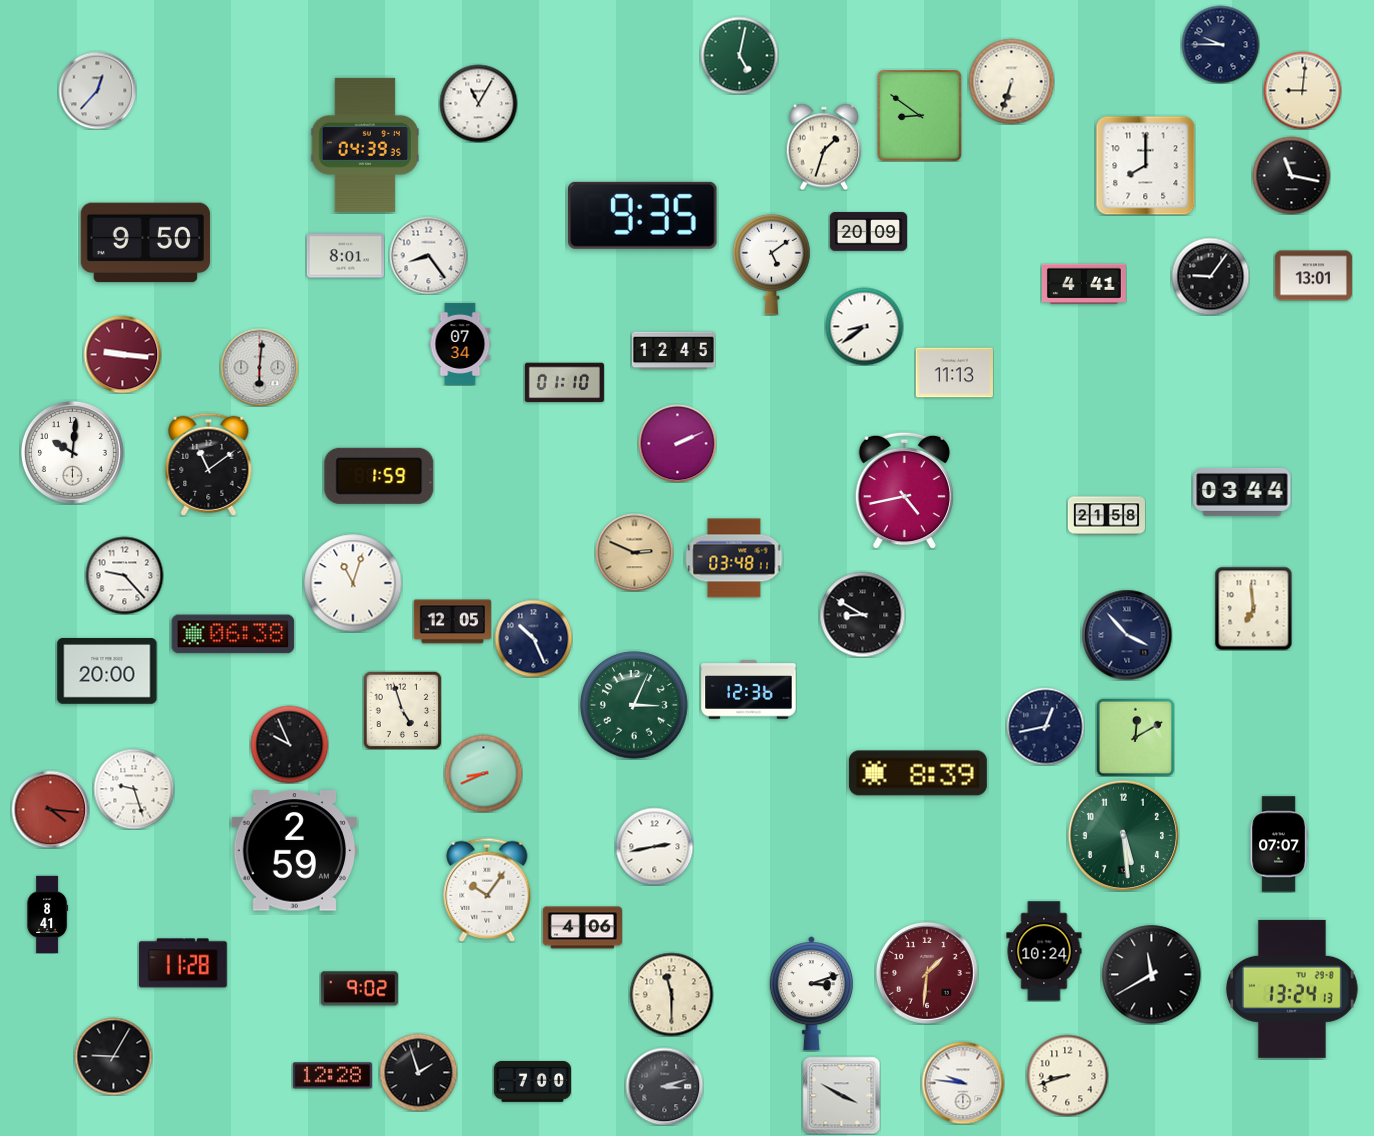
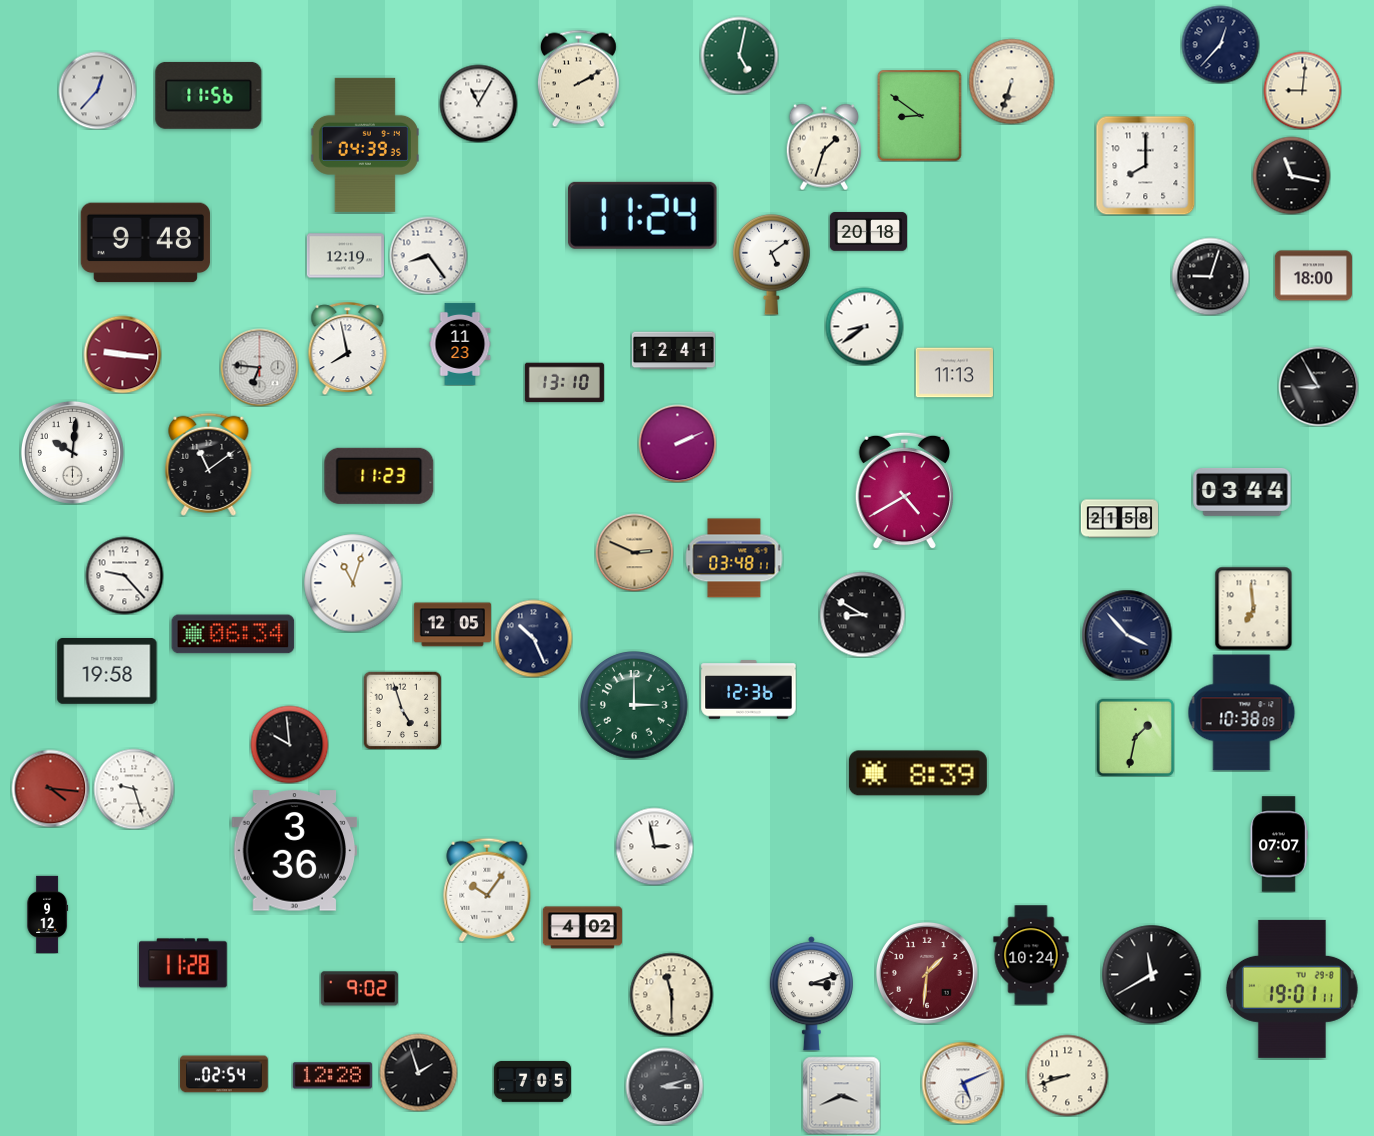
clock at (1220, 44): 9:45 -> 12:37
clock at (578, 78): none -> 2:10
clock at (209, 95): none -> 11:56
clock at (643, 215): 9:35 -> 11:24
clock at (868, 232): 20:09 -> 20:18
clock at (145, 243): 9:50 -> 9:48
clock at (345, 256): 8:01 -> 12:19
clock at (1210, 276): 9:06 -> 9:03
clock at (1313, 276): 13:01 -> 18:00
clock at (1084, 283): 4:41 -> none
clock at (460, 344): 07:34 -> 11:23
clock at (348, 348): none -> 7:58
clock at (673, 351): 12:45 -> 12:41
clock at (259, 367): 6:01 -> 6:46
clock at (564, 383): 01:10 -> 13:10
clock at (1318, 386): none -> 8:55
clock at (379, 476): 1:59 -> 11:23
clock at (904, 490): 4:43 -> 4:40
clock at (1106, 516) position: (1106, 516) -> (1119, 519)
clock at (452, 622) position: (452, 622) -> (452, 625)
clock at (233, 634): 06:38 -> 06:34
clock at (107, 672): 20:00 -> 19:58
clock at (634, 705): 3:04 -> 3:00
clock at (1242, 713): none -> 10:38
clock at (1045, 726): 12:43 -> none
clock at (1135, 737): 12:10 -> 1:32
clock at (289, 744): 9:56 -> 9:59
clock at (483, 773): 8:41 -> none
clock at (50, 809) position: (50, 809) -> (50, 788)
clock at (1123, 835): 5:29 -> none
clock at (654, 846): 2:43 -> 2:58
clock at (295, 851): 2:59 -> 3:36
clock at (48, 914): 8:41 -> 9:12
clock at (582, 928): 4:06 -> 4:02
clock at (1044, 951) position: (1044, 951) -> (1031, 955)
clock at (1292, 989): 13:24 -> 19:01
clock at (113, 1056): 9:05 -> none
clock at (224, 1074): none -> 02:54
clock at (532, 1081): 7:00 -> 7:05
clock at (963, 1083): 9:46 -> 5:11
clock at (841, 1095): 3:50 -> 3:41
